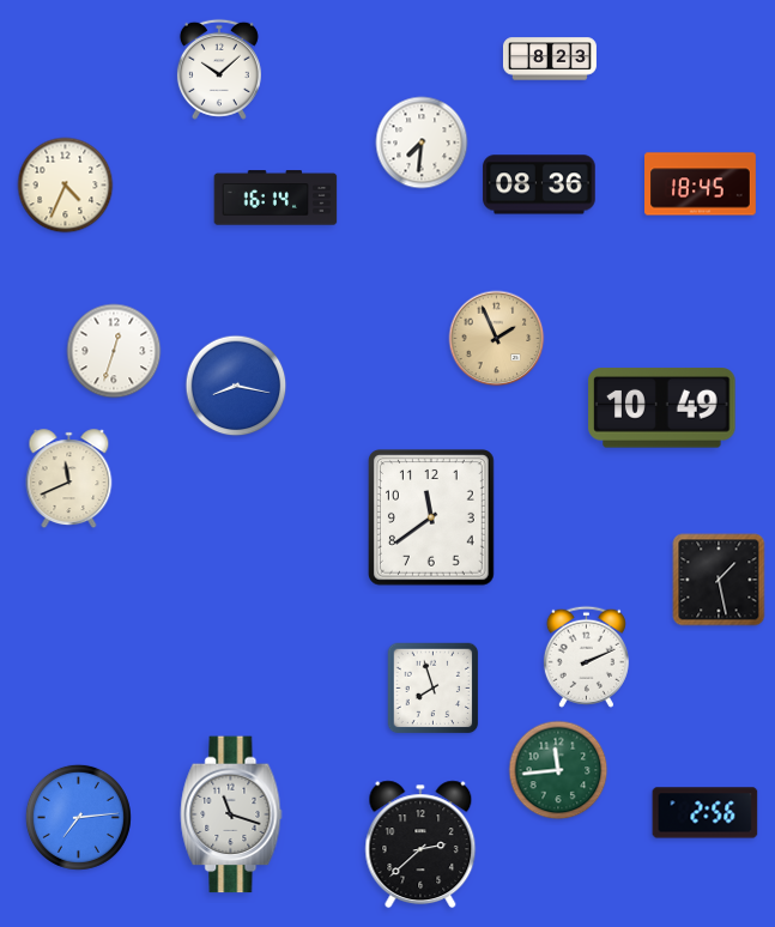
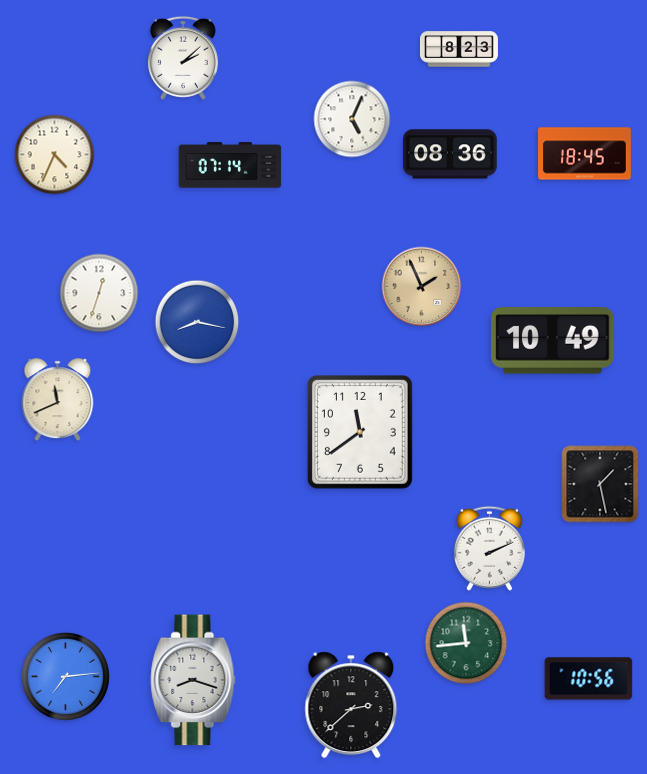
clock at (219, 69): 10:08 -> 2:08
clock at (422, 143): 7:31 -> 5:04
clock at (276, 198): 16:14 -> 07:14
clock at (497, 339) position: (497, 339) -> (422, 287)
clock at (114, 351) position: (114, 351) -> (99, 293)
clock at (434, 689): 7:57 -> none
clock at (706, 813): 2:56 -> 10:56
clock at (231, 814): 11:18 -> 8:18
clock at (78, 817) position: (78, 817) -> (65, 676)
